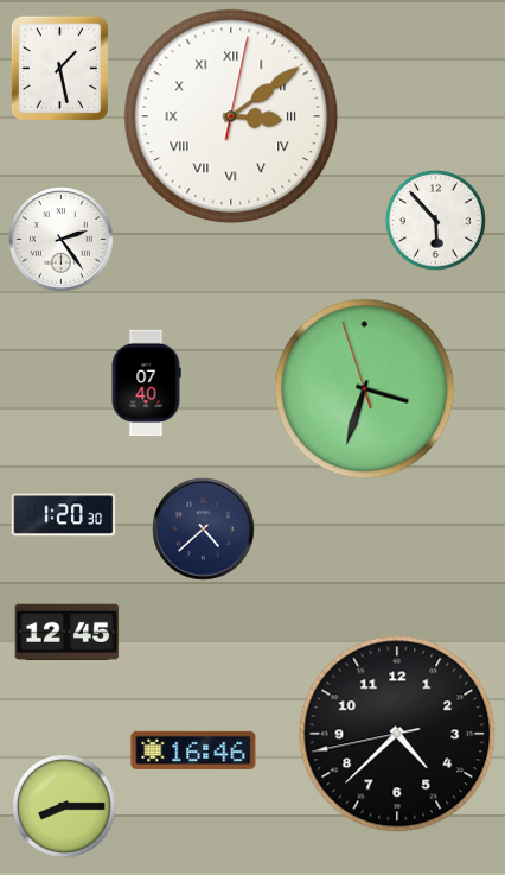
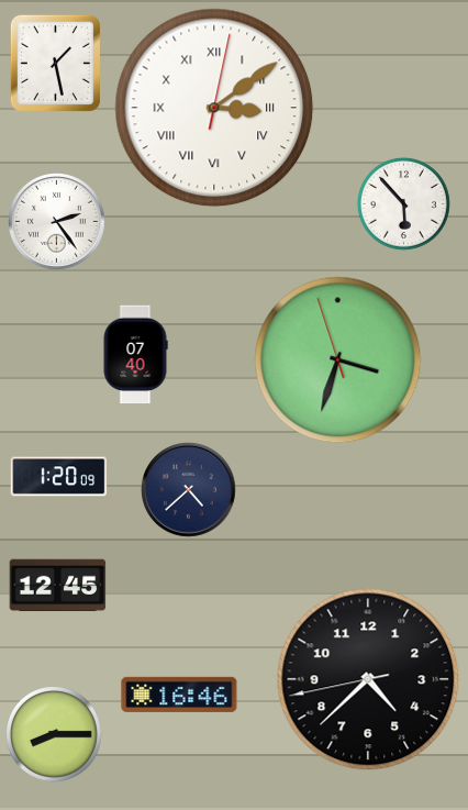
clock at (64, 515): 1:20:30 -> 1:20:09
clock at (68, 633) position: (68, 633) -> (58, 586)
clock at (65, 807) position: (65, 807) -> (55, 735)
